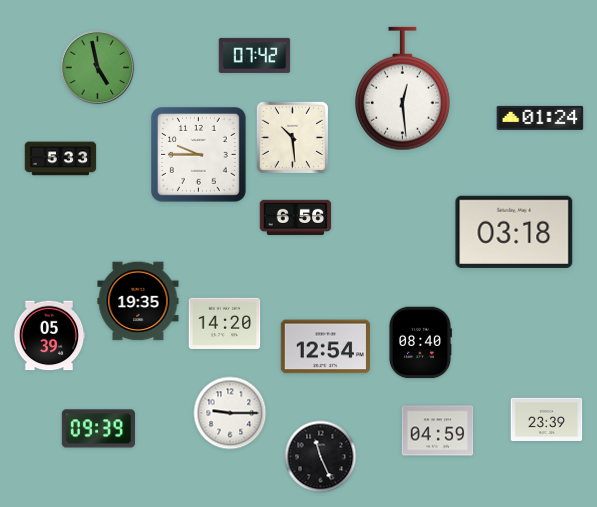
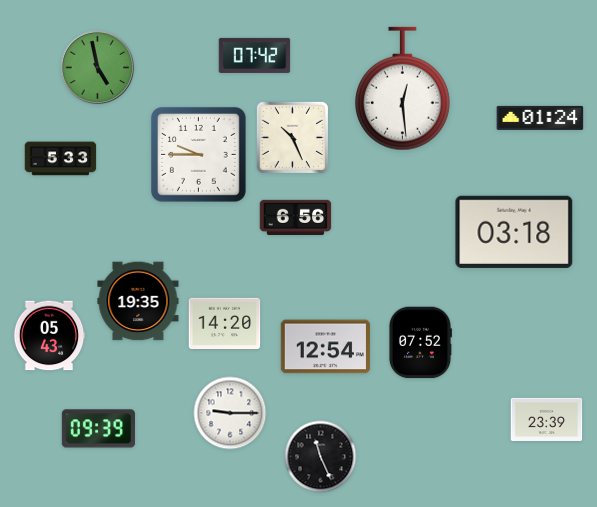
clock at (292, 137): 10:29 -> 10:26
clock at (49, 336): 05:39 -> 05:43
clock at (420, 343): 08:40 -> 07:52
clock at (438, 431): 04:59 -> none
